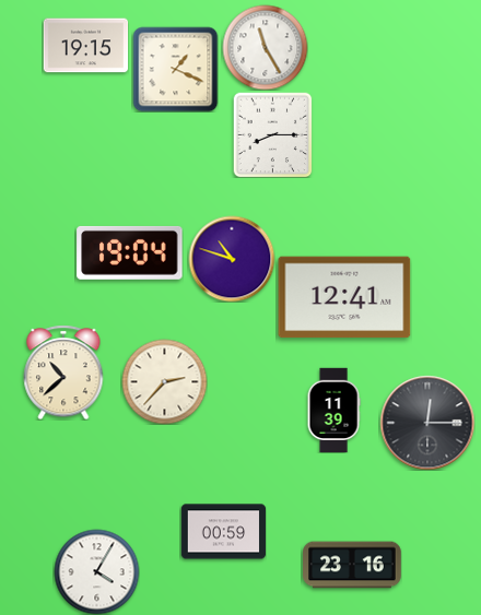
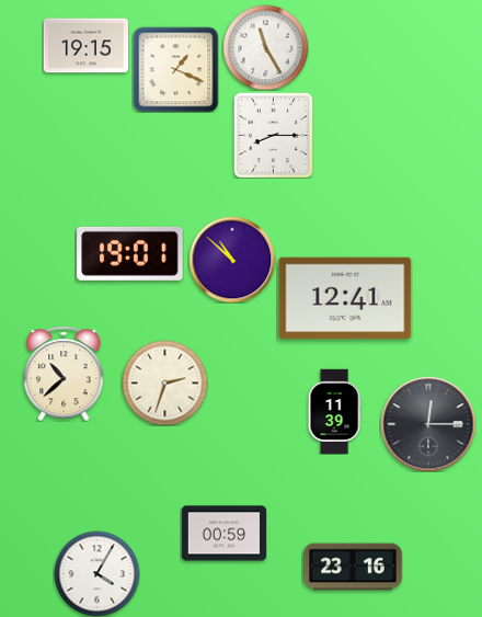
clock at (130, 252): 19:04 -> 19:01
clock at (232, 259): 10:48 -> 10:52
clock at (164, 381): 2:37 -> 2:33
